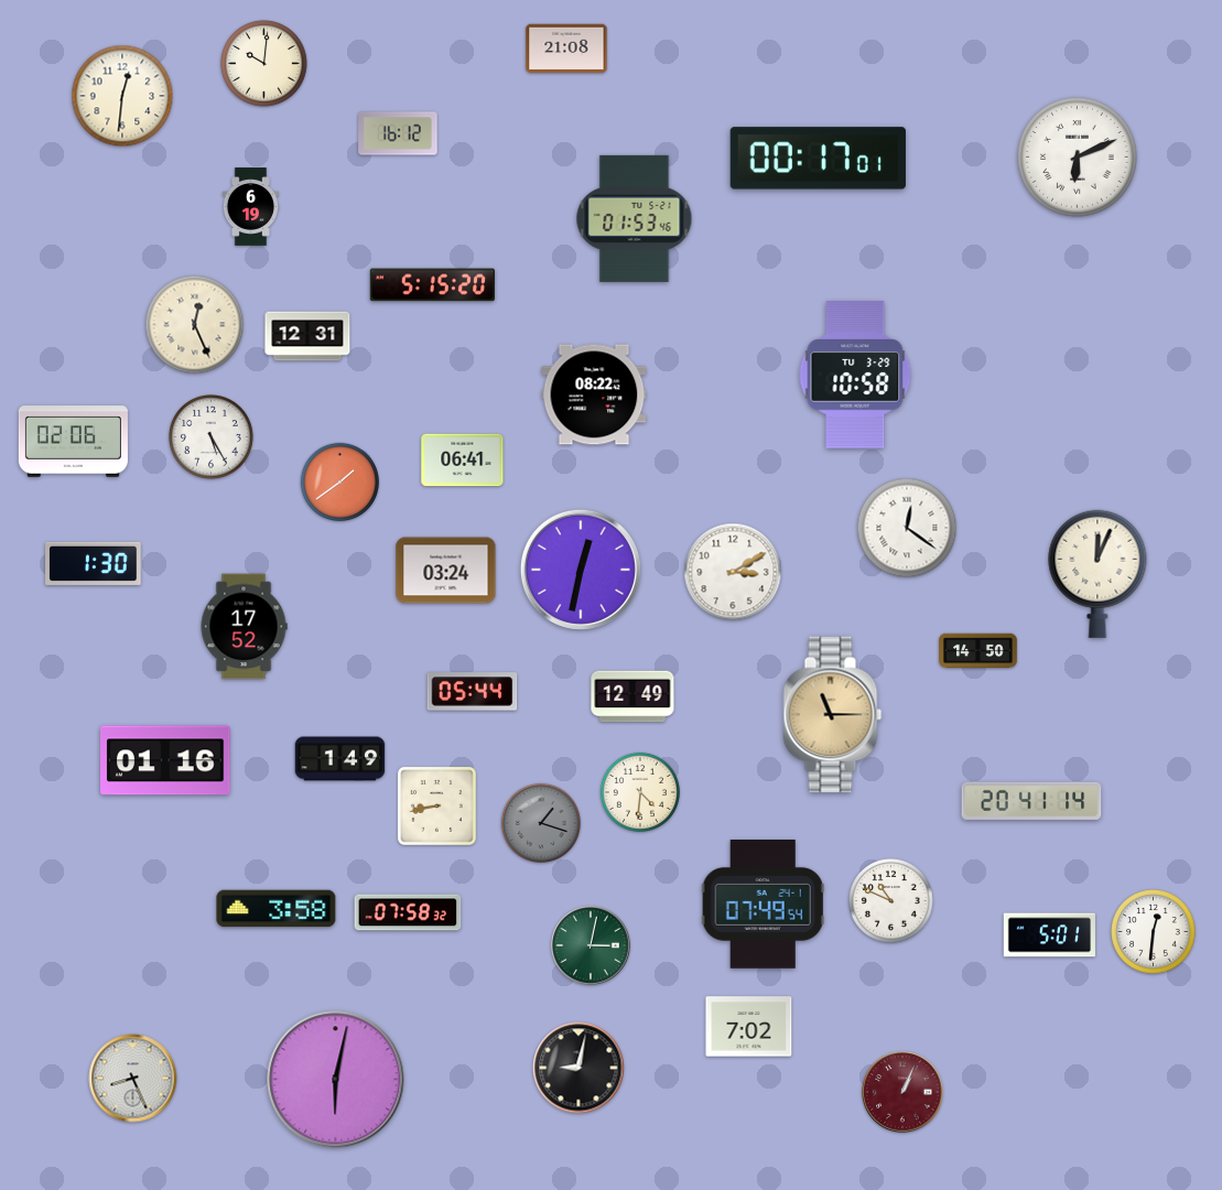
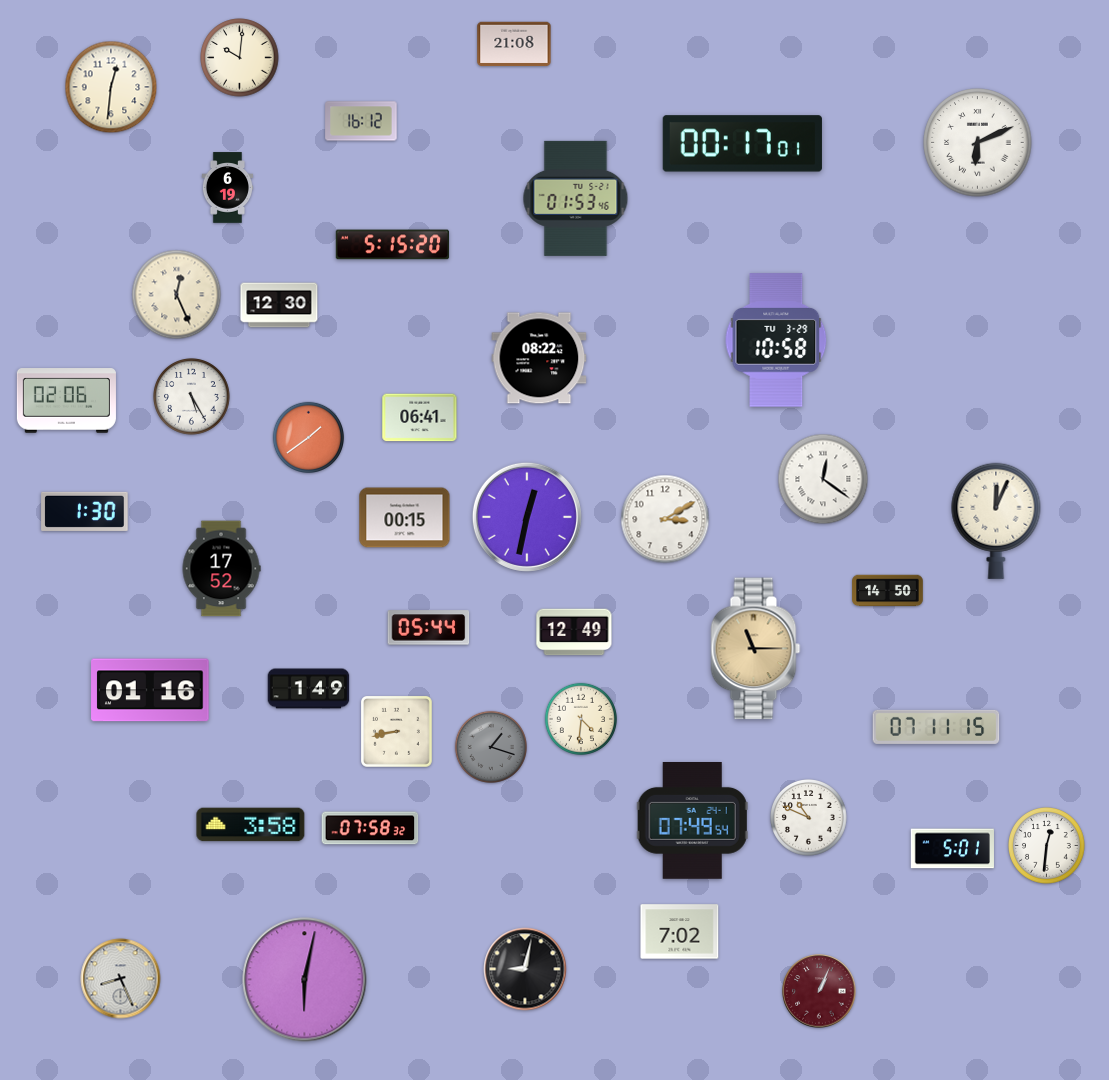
clock at (433, 285) position: (433, 285) -> (393, 245)
clock at (307, 336): 12:31 -> 12:30
clock at (446, 571): 03:24 -> 00:15
clock at (1031, 801): 20:41 -> 07:11
clock at (591, 945): 3:02 -> none
